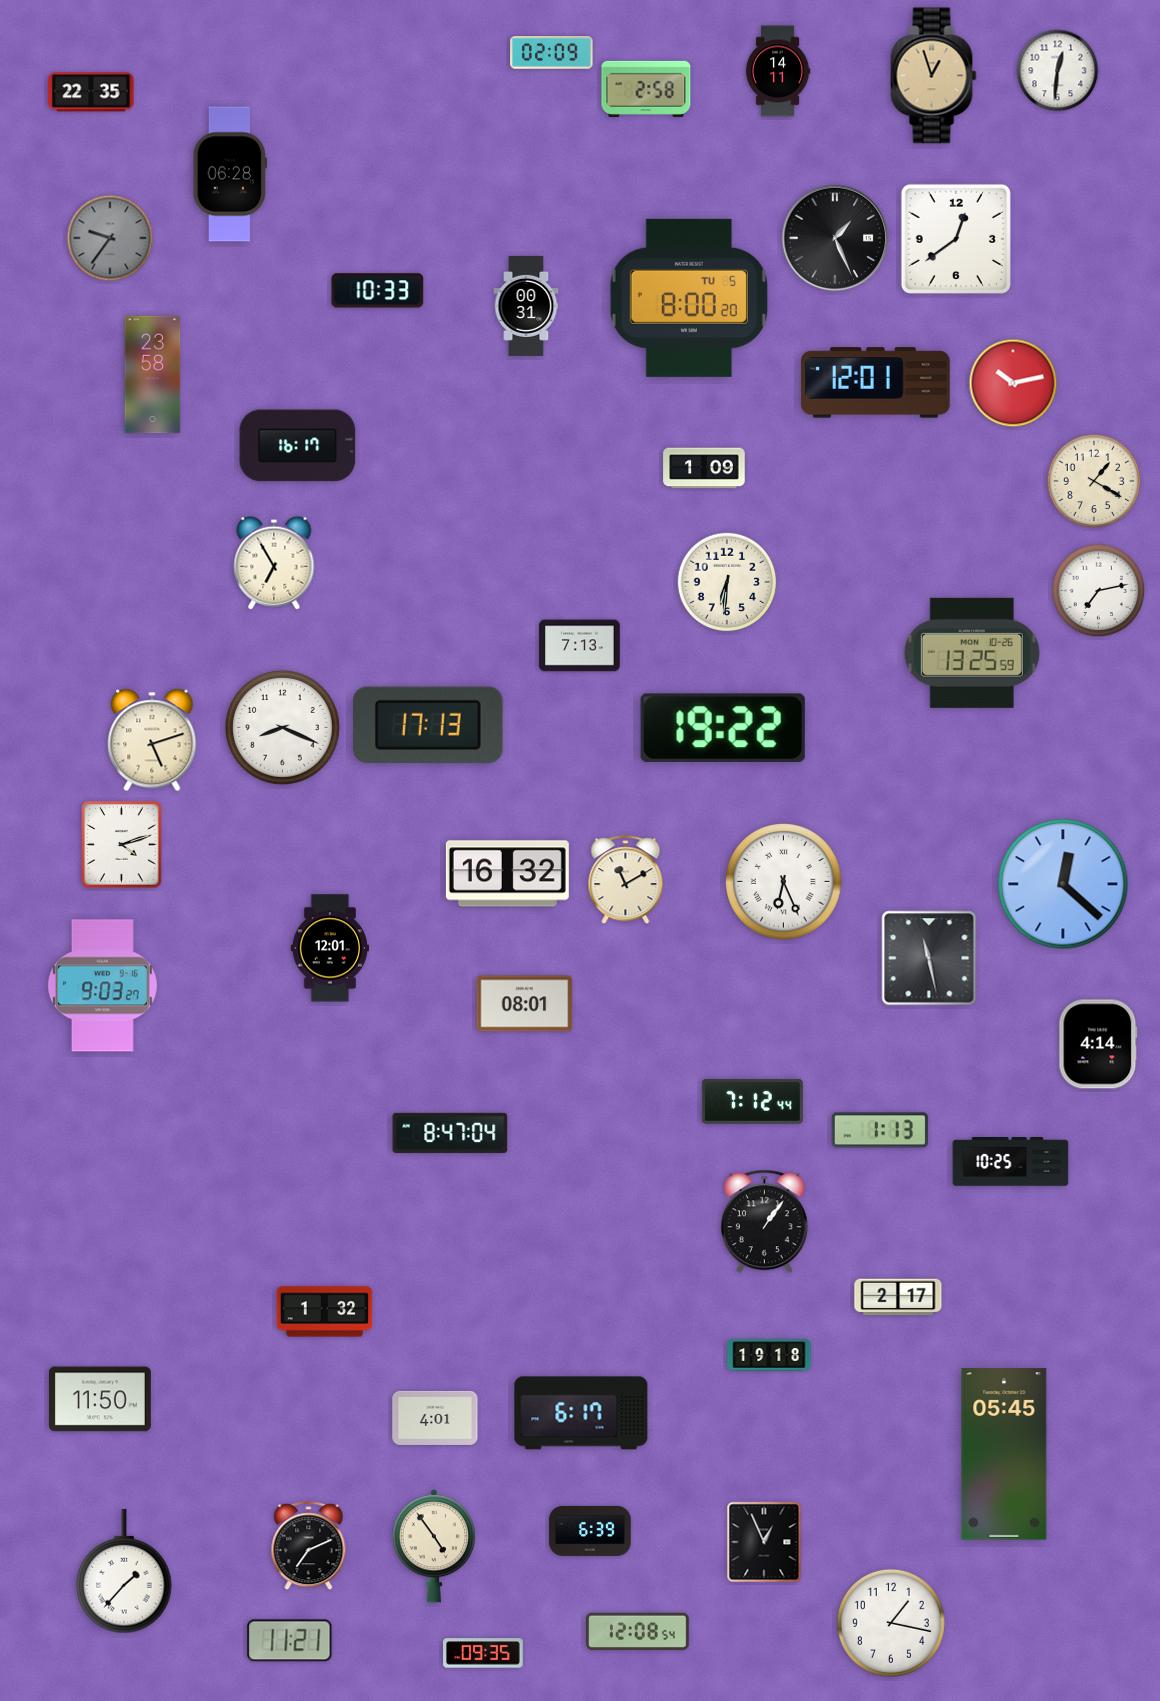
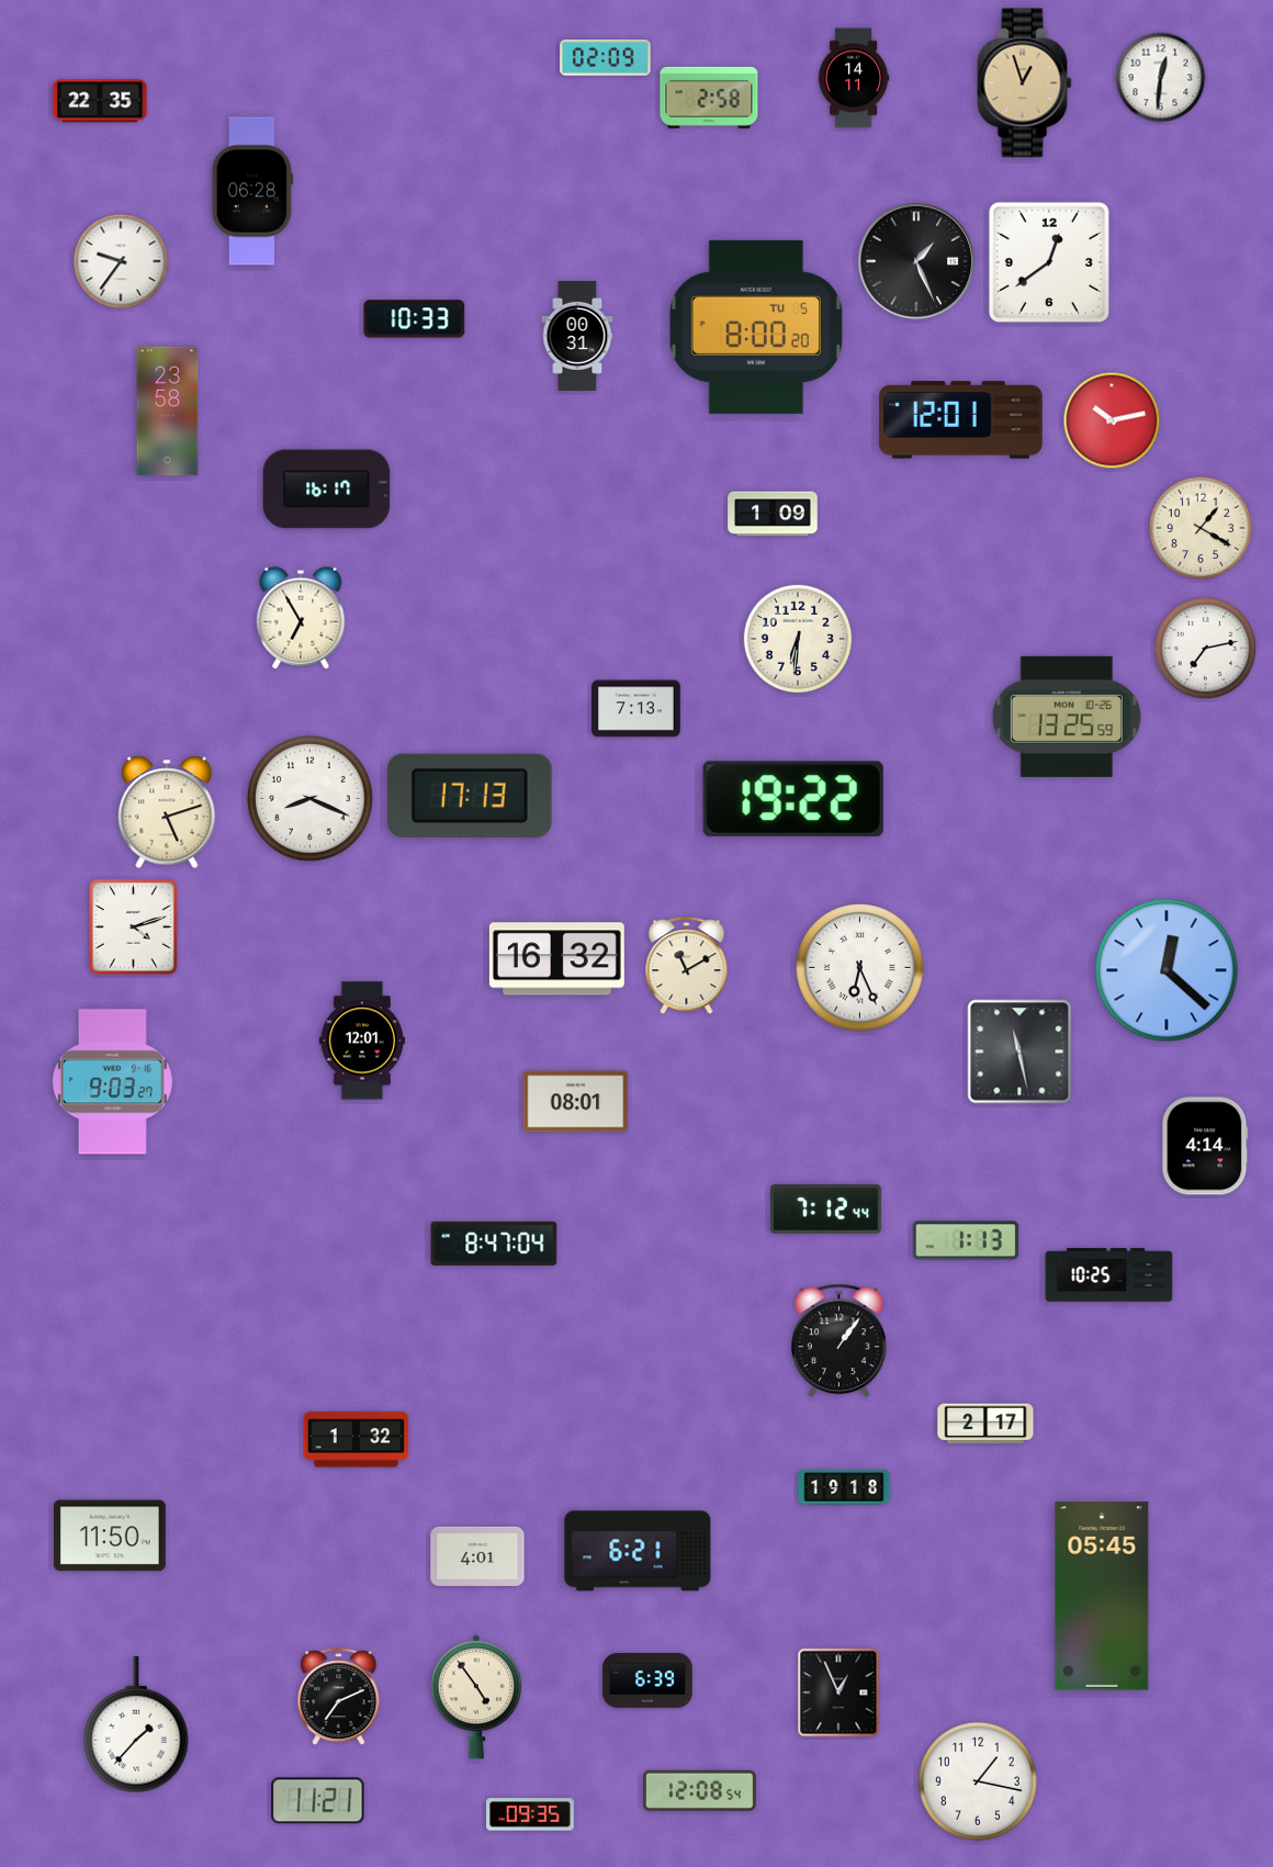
clock at (110, 238) dial: grey -> white
clock at (581, 1413): 6:17 -> 6:21
